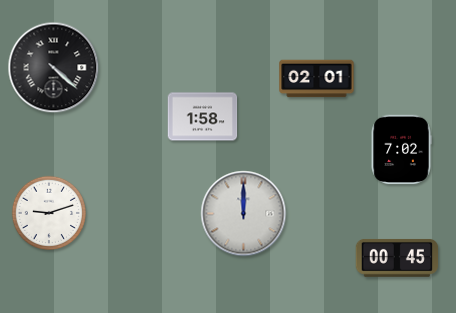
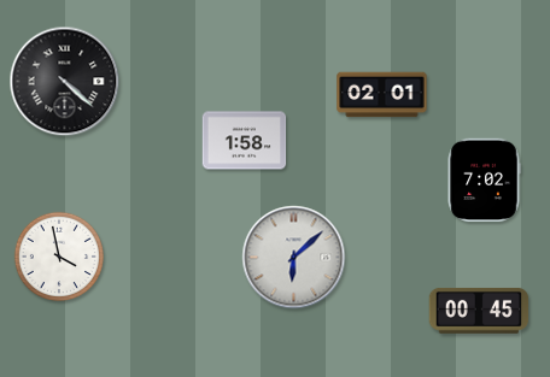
clock at (49, 213): 9:12 -> 3:58
clock at (244, 214): 12:00 -> 6:08
